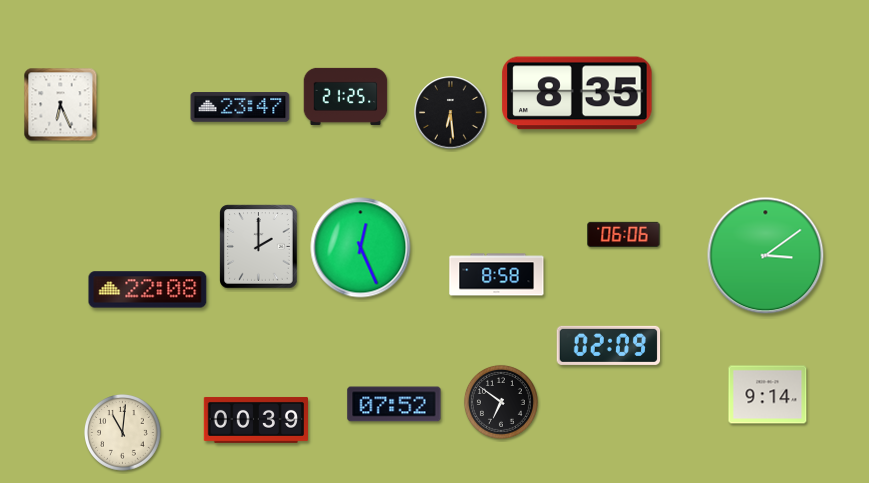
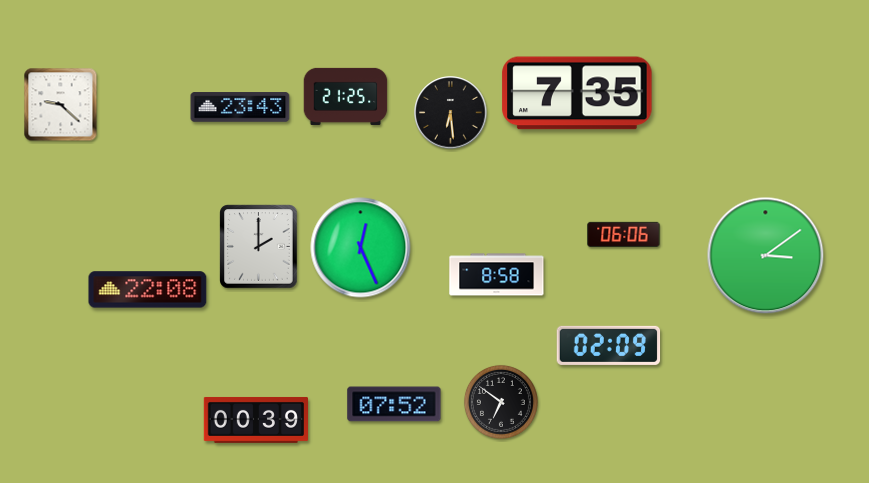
clock at (577, 93): 8:35 -> 7:35
clock at (61, 105): 6:26 -> 9:22
clock at (240, 107): 23:47 -> 23:43
clock at (768, 395): 9:14 -> none
clock at (123, 433): 11:01 -> none
